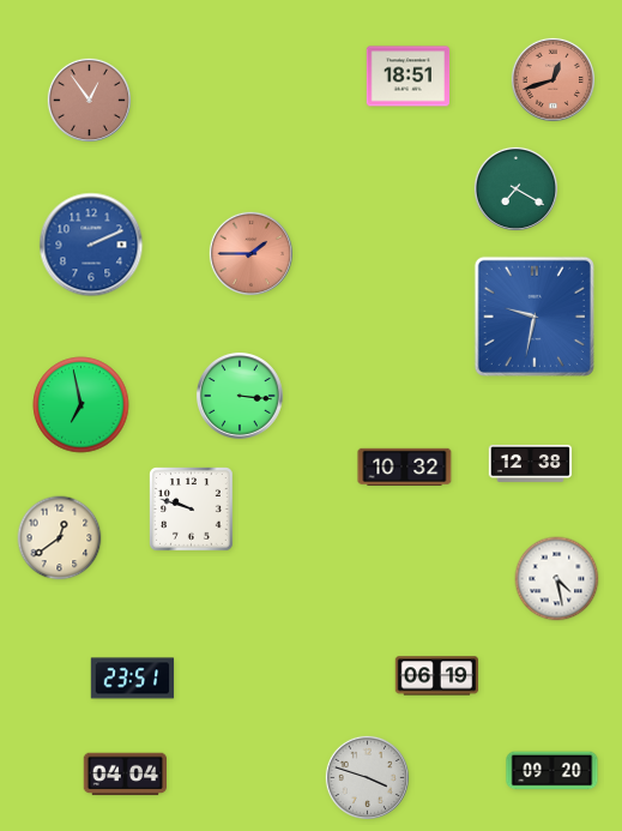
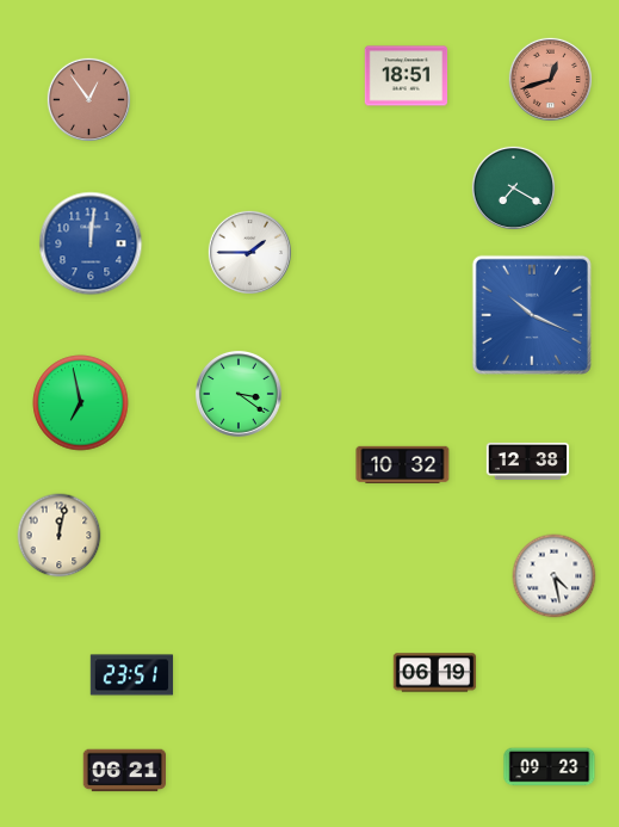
clock at (91, 245): 2:11 -> 12:01
clock at (250, 253) dial: salmon -> white
clock at (535, 317): 9:32 -> 10:19
clock at (240, 396): 3:16 -> 3:21
clock at (192, 510): 9:48 -> none
clock at (60, 538): 12:39 -> 12:02
clock at (552, 771): 09:20 -> 09:23
clock at (125, 775): 04:04 -> 06:21
clock at (367, 777): 3:48 -> none
